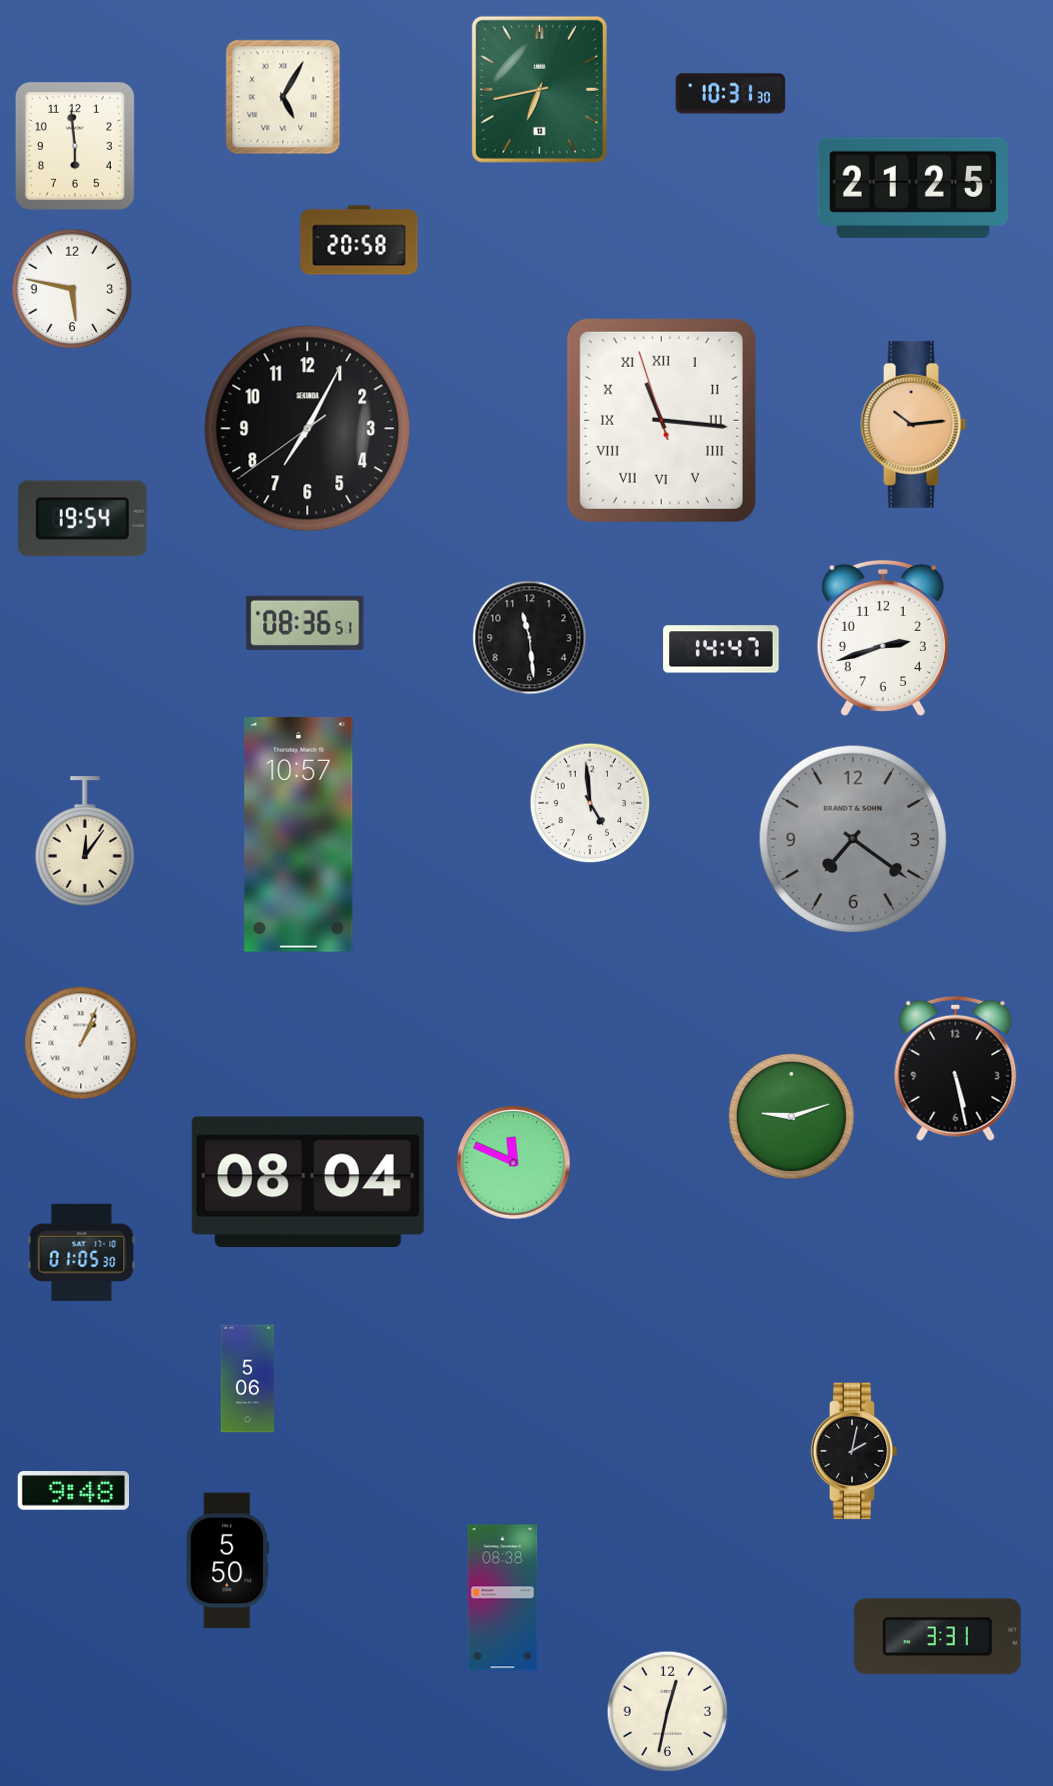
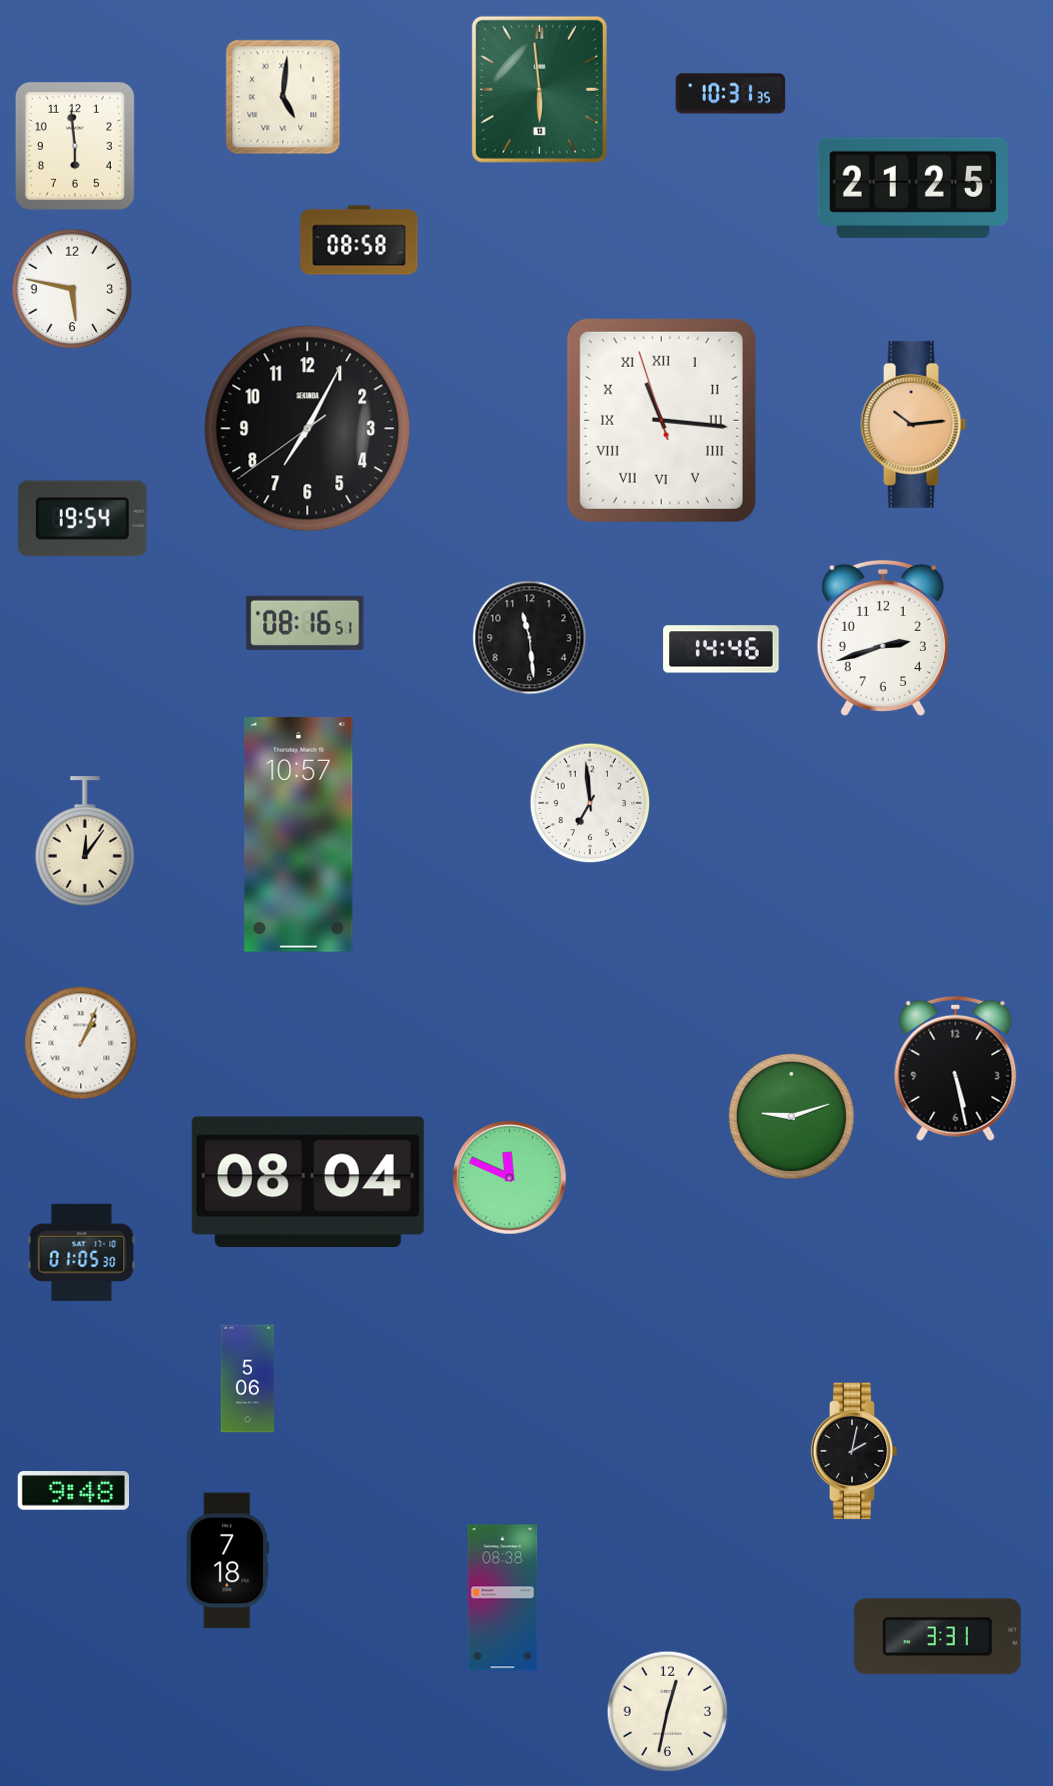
clock at (539, 89): 6:43 -> 5:59
clock at (731, 94): 10:31:30 -> 10:31:35
clock at (283, 97): 5:05 -> 5:01
clock at (359, 240): 20:58 -> 08:58
clock at (305, 623): 08:36 -> 08:16
clock at (721, 649): 14:47 -> 14:46
clock at (590, 803): 4:59 -> 6:59
clock at (853, 839): 7:21 -> none
clock at (514, 1163) position: (514, 1163) -> (510, 1178)
clock at (228, 1561): 5:50 -> 7:18
